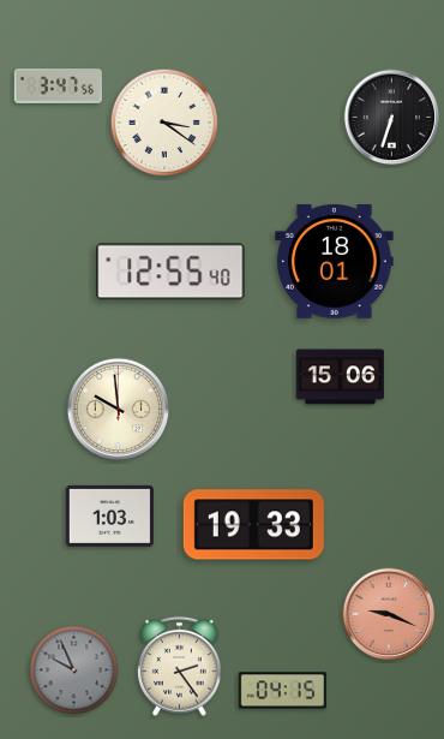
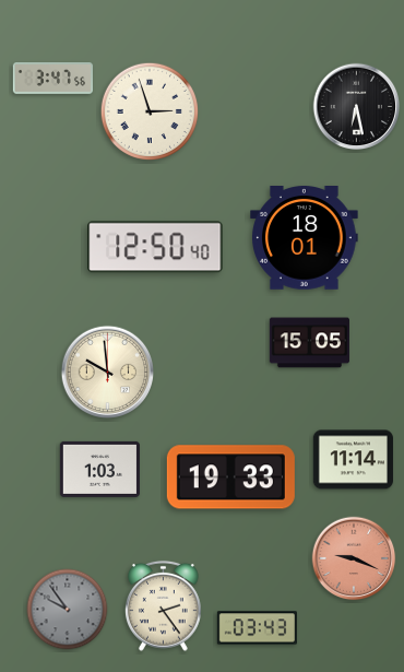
clock at (392, 118): 6:33 -> 6:28
clock at (163, 121): 3:21 -> 2:57
clock at (170, 272): 12:55 -> 12:50
clock at (340, 377): 15:06 -> 15:05
clock at (353, 460): none -> 11:14
clock at (74, 671): 9:56 -> 9:54
clock at (282, 691): 04:15 -> 03:43
